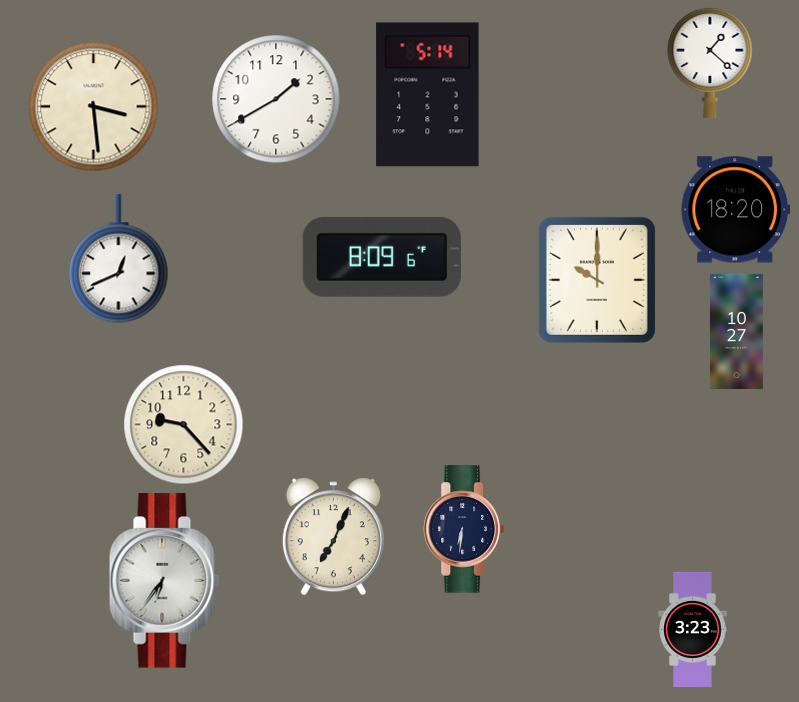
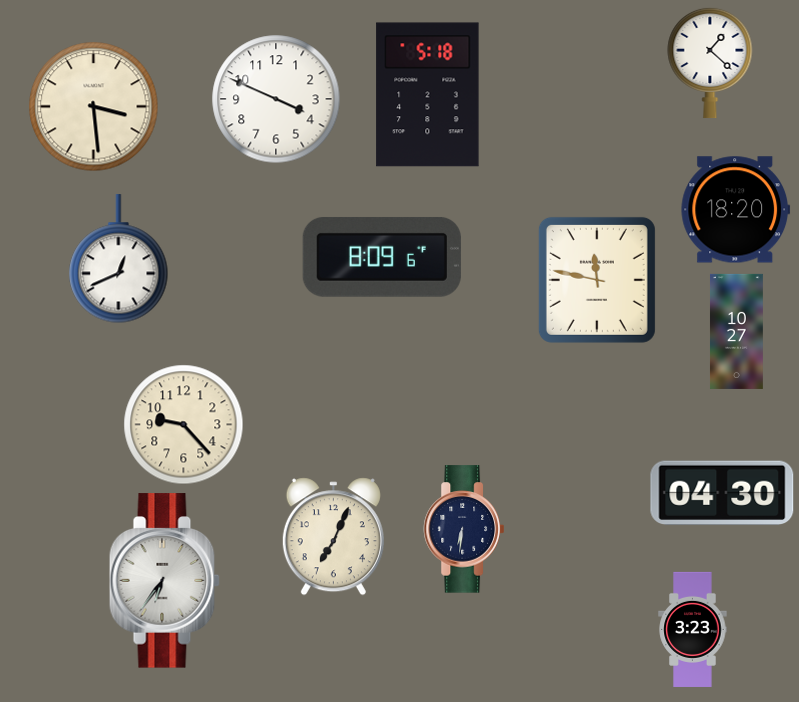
clock at (428, 95): 5:14 -> 5:18
clock at (276, 99): 1:40 -> 3:49
clock at (597, 280): 10:00 -> 11:47
clock at (722, 492): none -> 04:30
